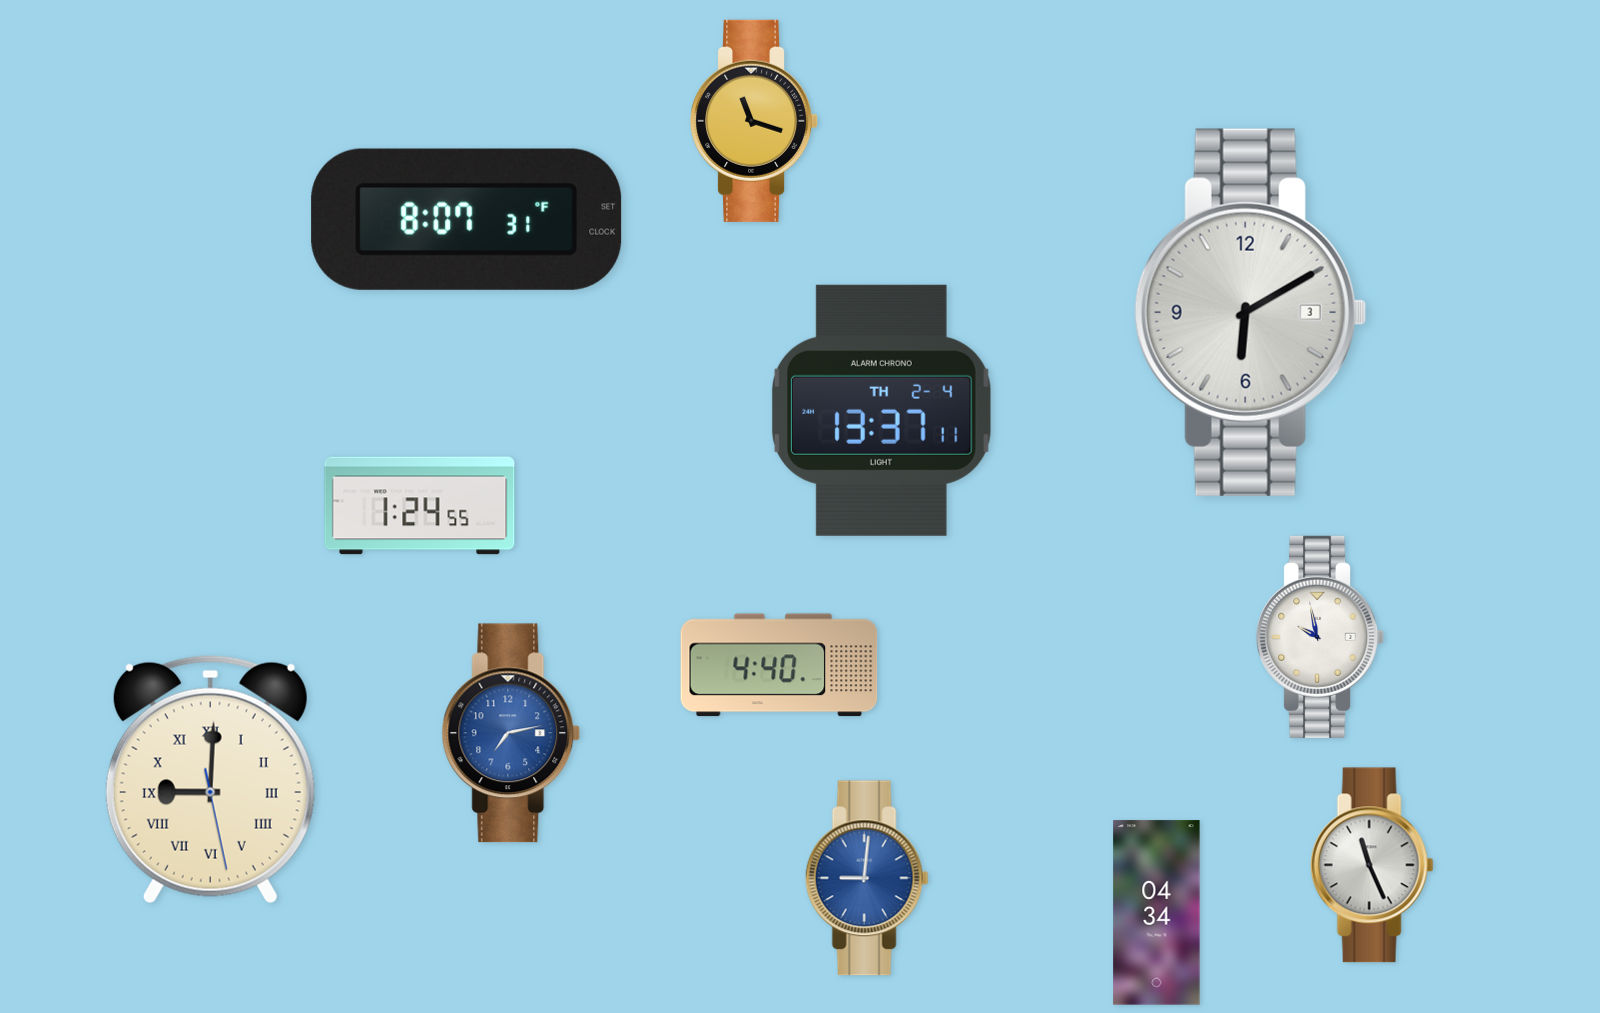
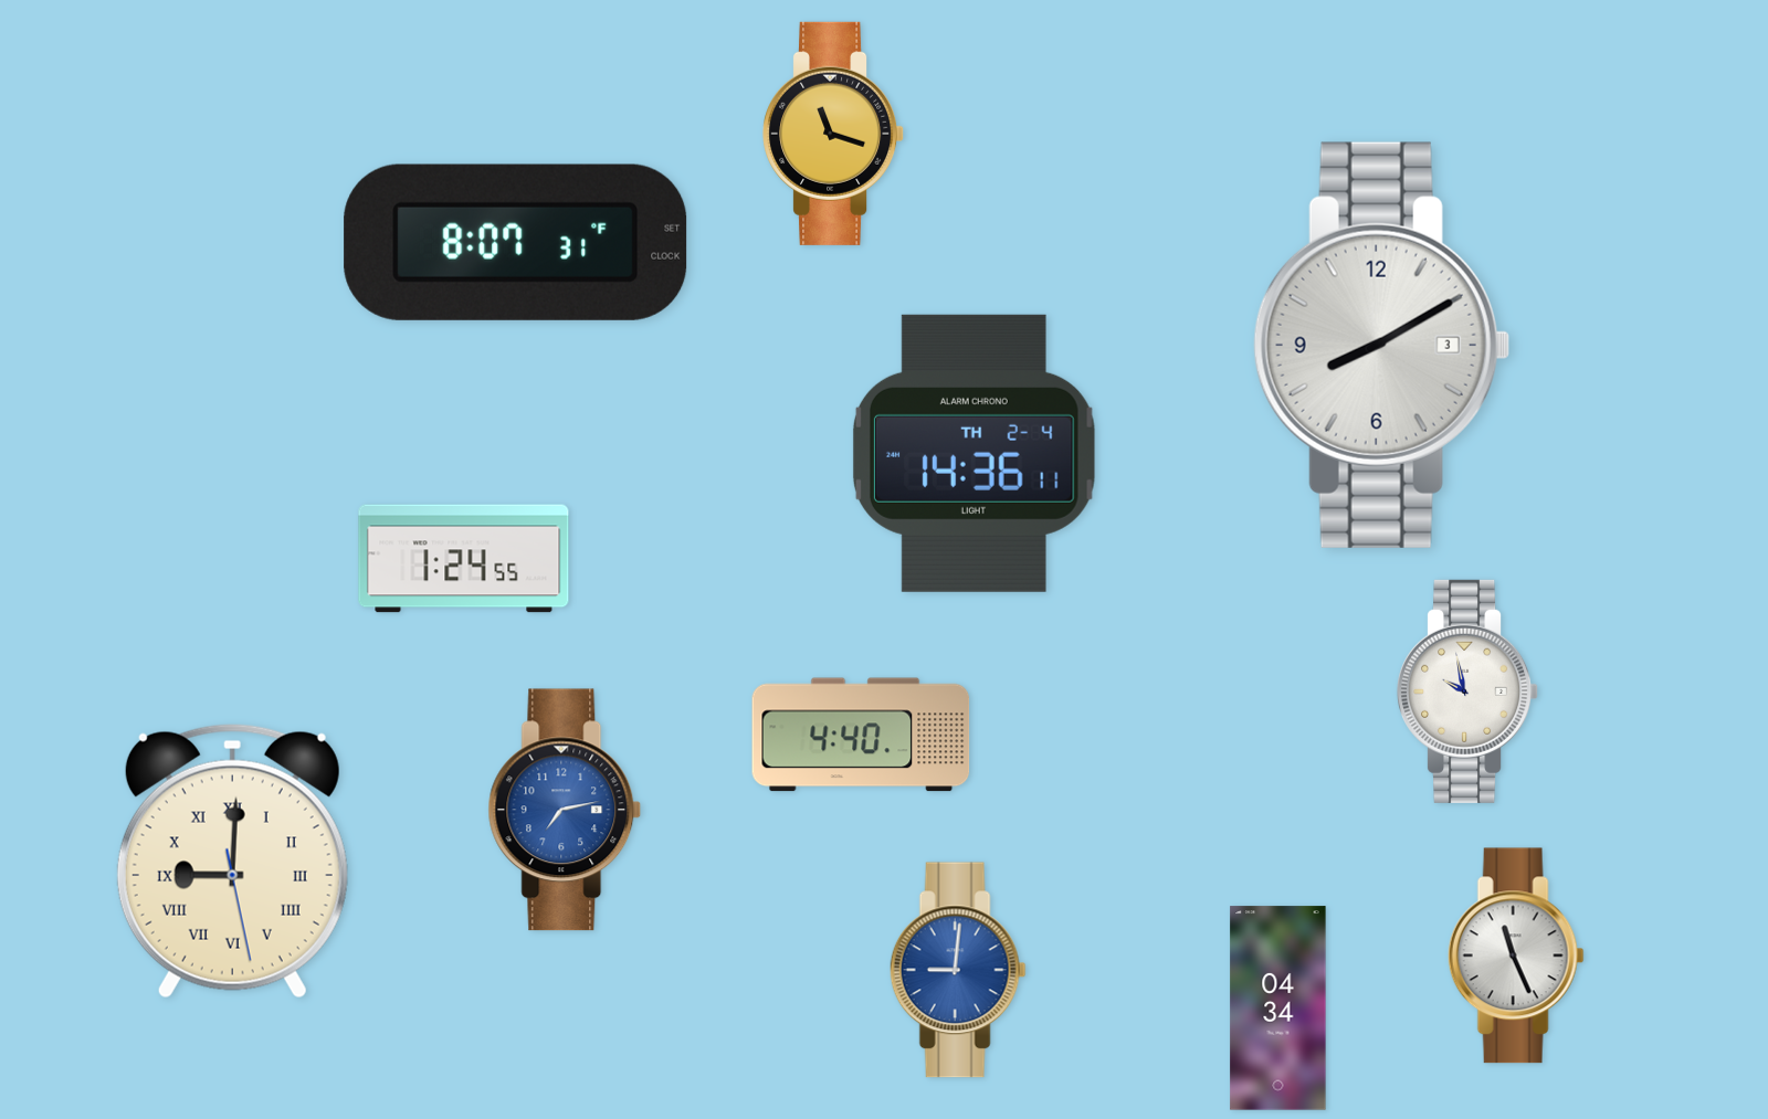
clock at (1250, 312): 6:10 -> 8:10
clock at (881, 410): 13:37 -> 14:36
clock at (1321, 637) position: (1321, 637) -> (1469, 692)
